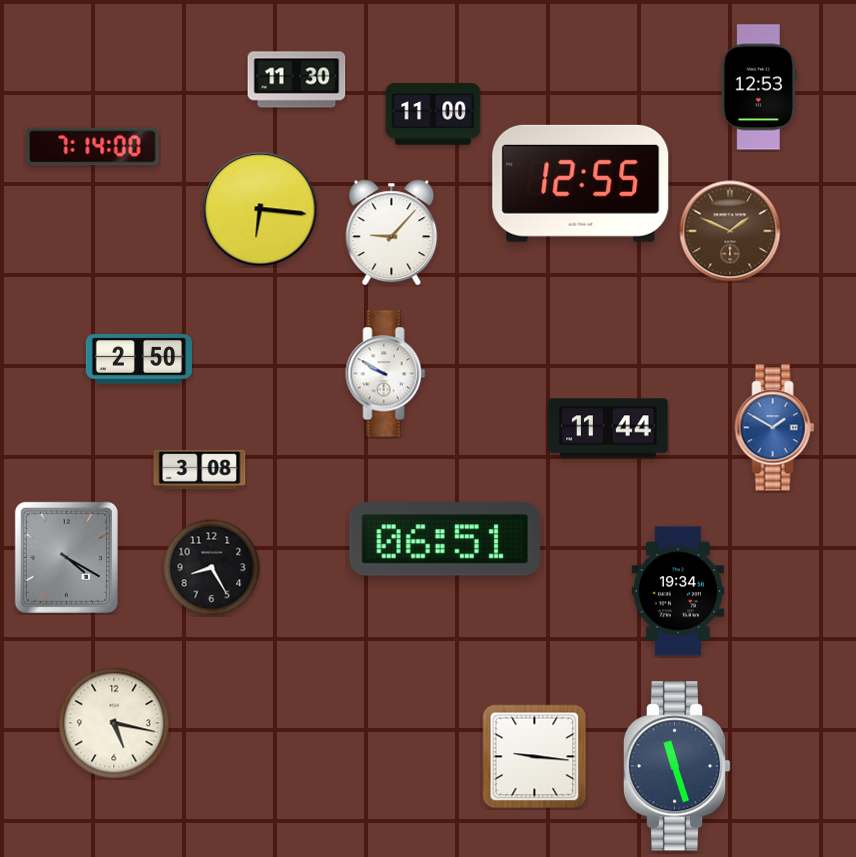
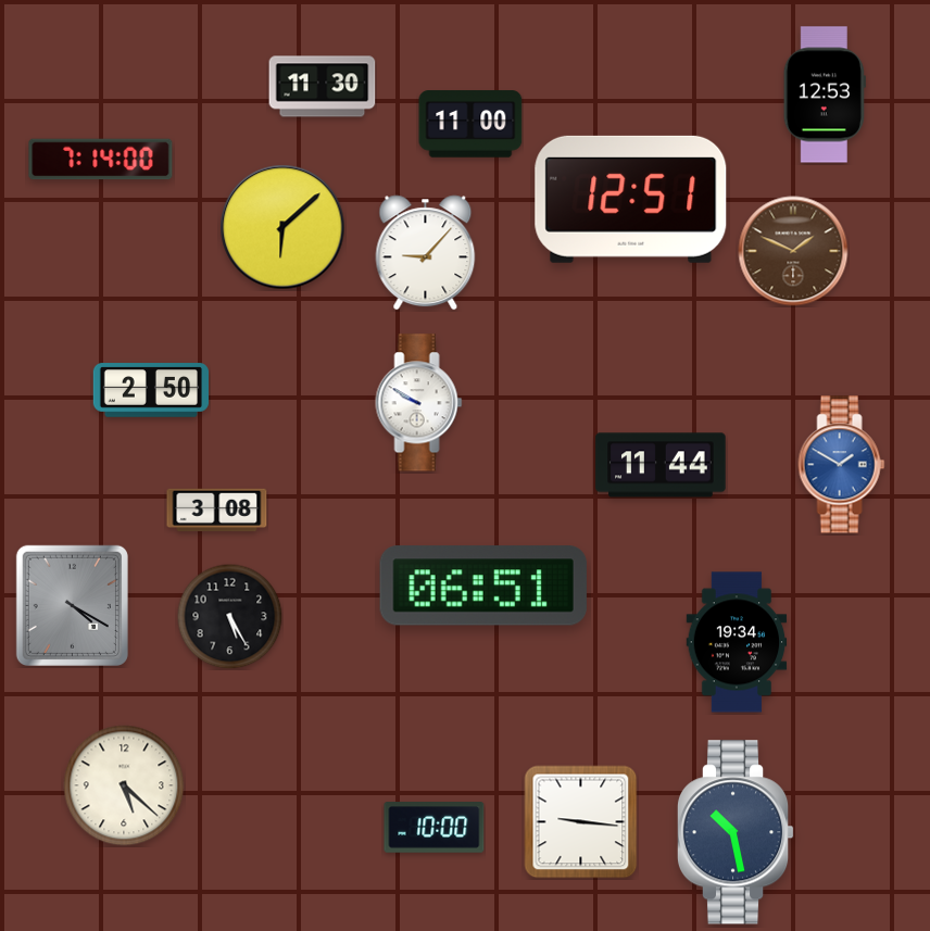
clock at (581, 183): 12:55 -> 12:51
clock at (260, 209): 6:16 -> 6:08
clock at (386, 374) position: (386, 374) -> (419, 403)
clock at (211, 567): 8:25 -> 5:25
clock at (114, 723): 5:17 -> 5:22
clock at (435, 828): none -> 10:00
clock at (677, 766): 11:27 -> 10:28
